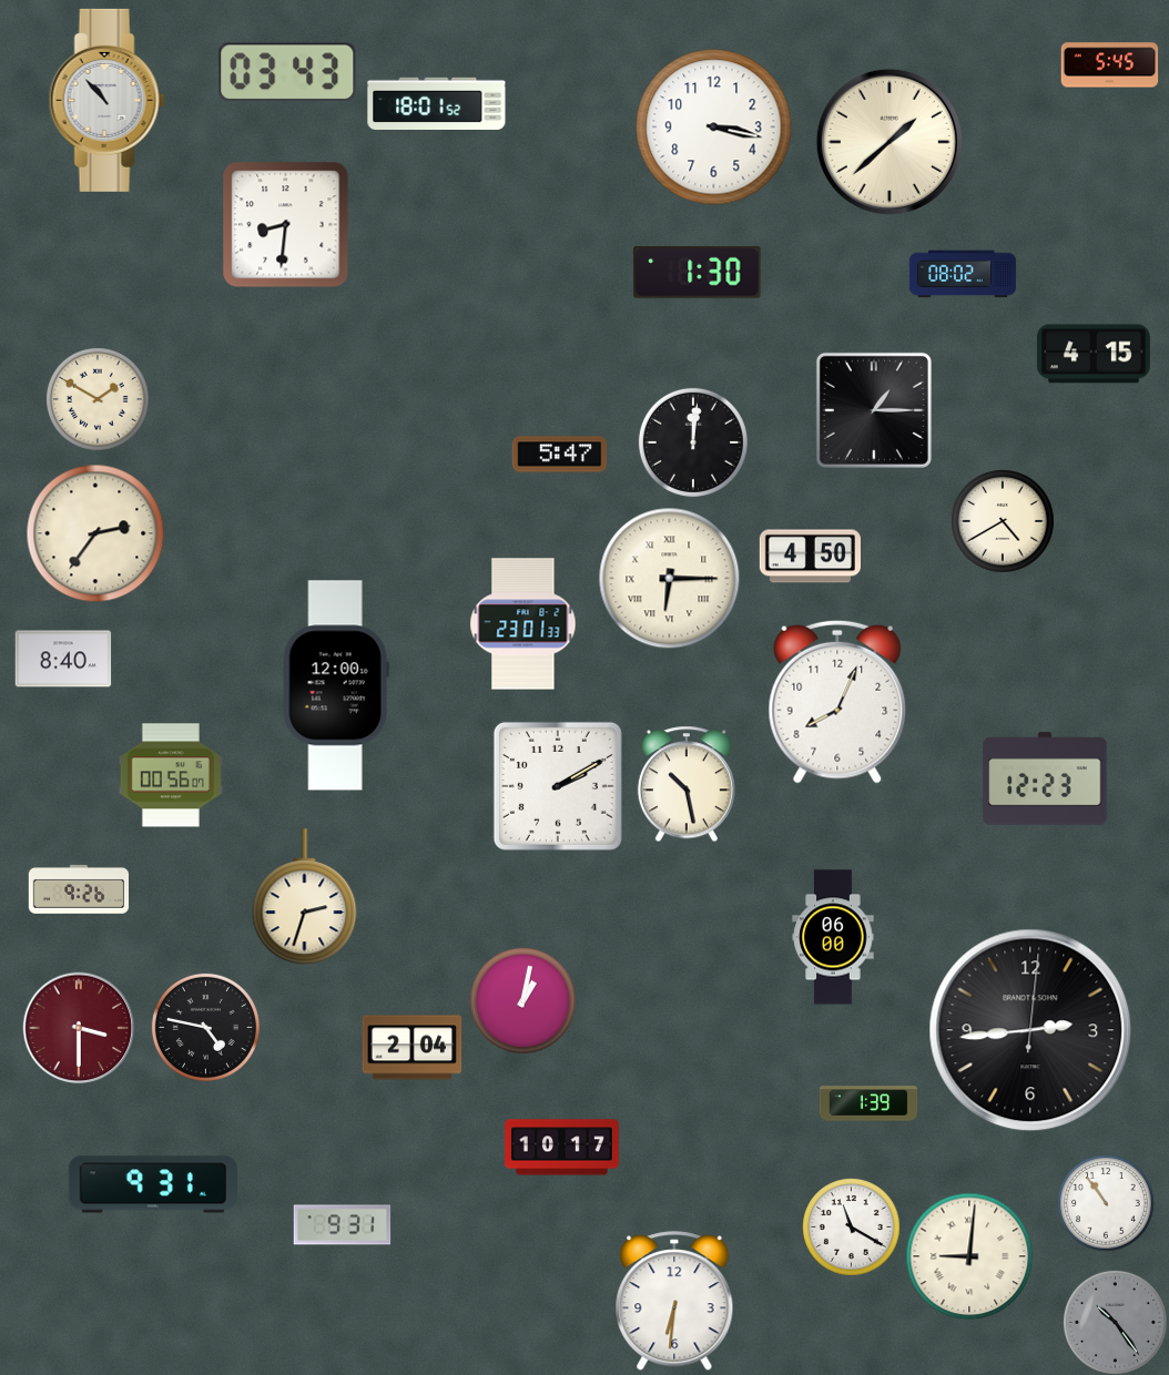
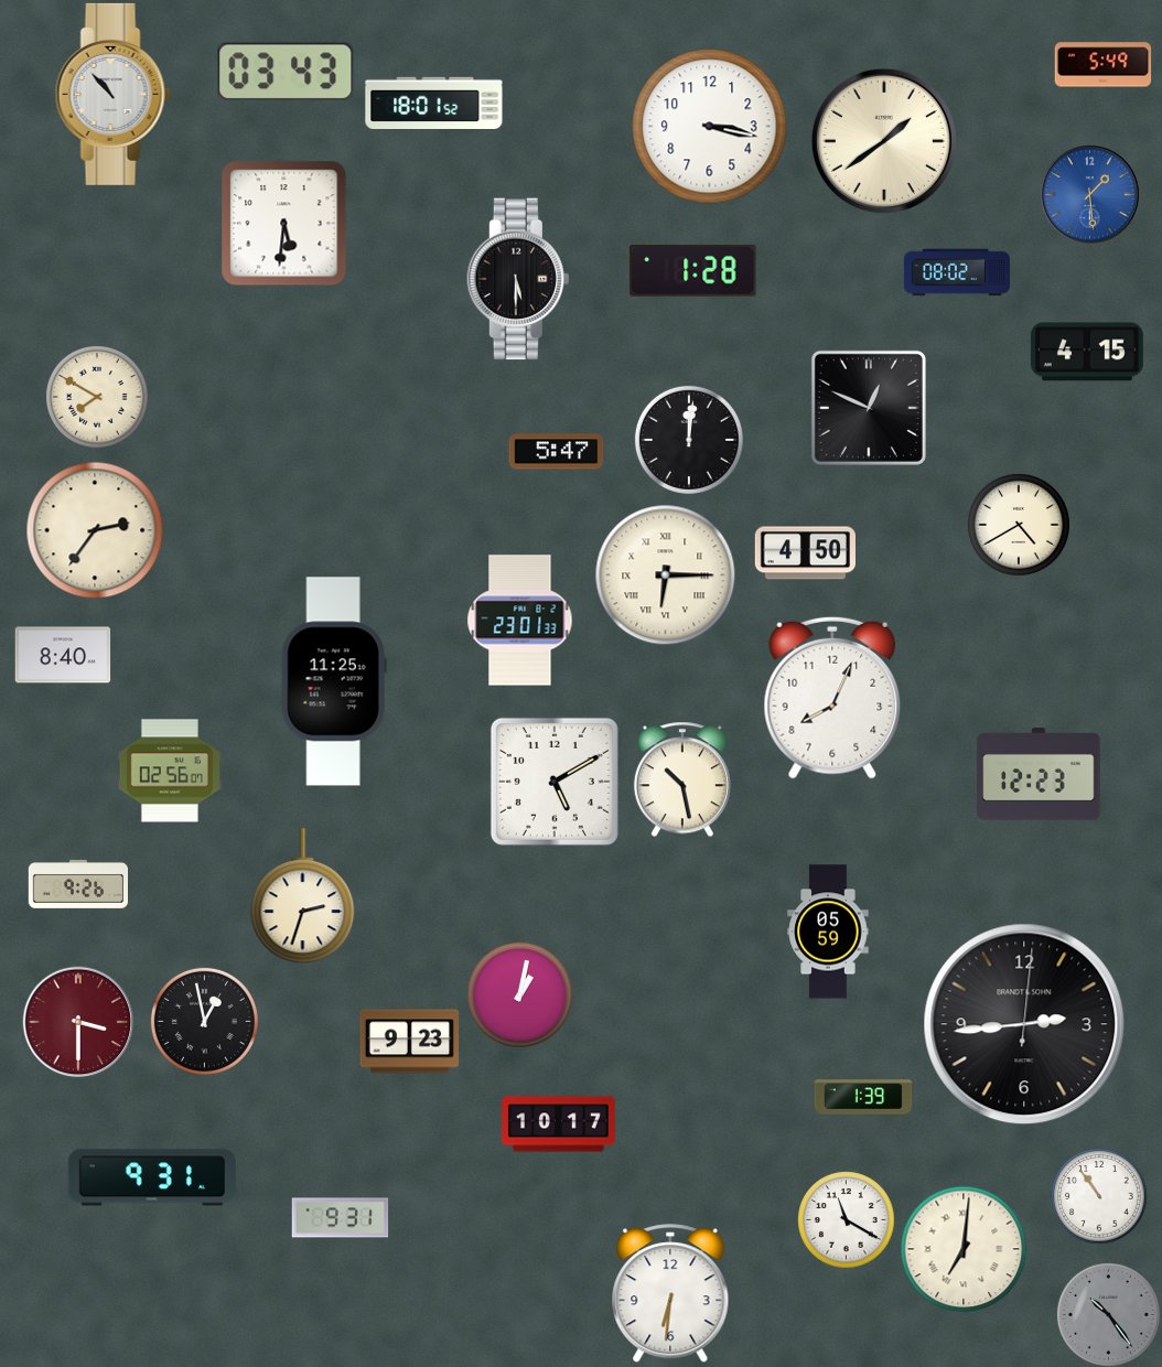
clock at (1109, 65): 5:45 -> 5:49
clock at (106, 100) position: (106, 100) -> (112, 94)
clock at (890, 142): 1:38 -> 1:39
clock at (1090, 195): none -> 1:29
clock at (285, 224): 8:31 -> 5:31
clock at (698, 273): 1:30 -> 1:28
clock at (517, 279): none -> 5:30
clock at (98, 399): 1:50 -> 7:50
clock at (874, 410): 1:15 -> 12:49
clock at (1003, 521) position: (1003, 521) -> (1019, 525)
clock at (336, 685): 12:00 -> 11:25
clock at (171, 775): 00:56 -> 02:56
clock at (558, 786): 2:10 -> 5:10
clock at (305, 897) position: (305, 897) -> (303, 896)
clock at (833, 937): 06:00 -> 05:59
clock at (205, 1027): 4:47 -> 12:58
clock at (411, 1048): 2:04 -> 9:23
clock at (562, 1148) position: (562, 1148) -> (559, 1124)
clock at (969, 1256): 9:01 -> 7:01
